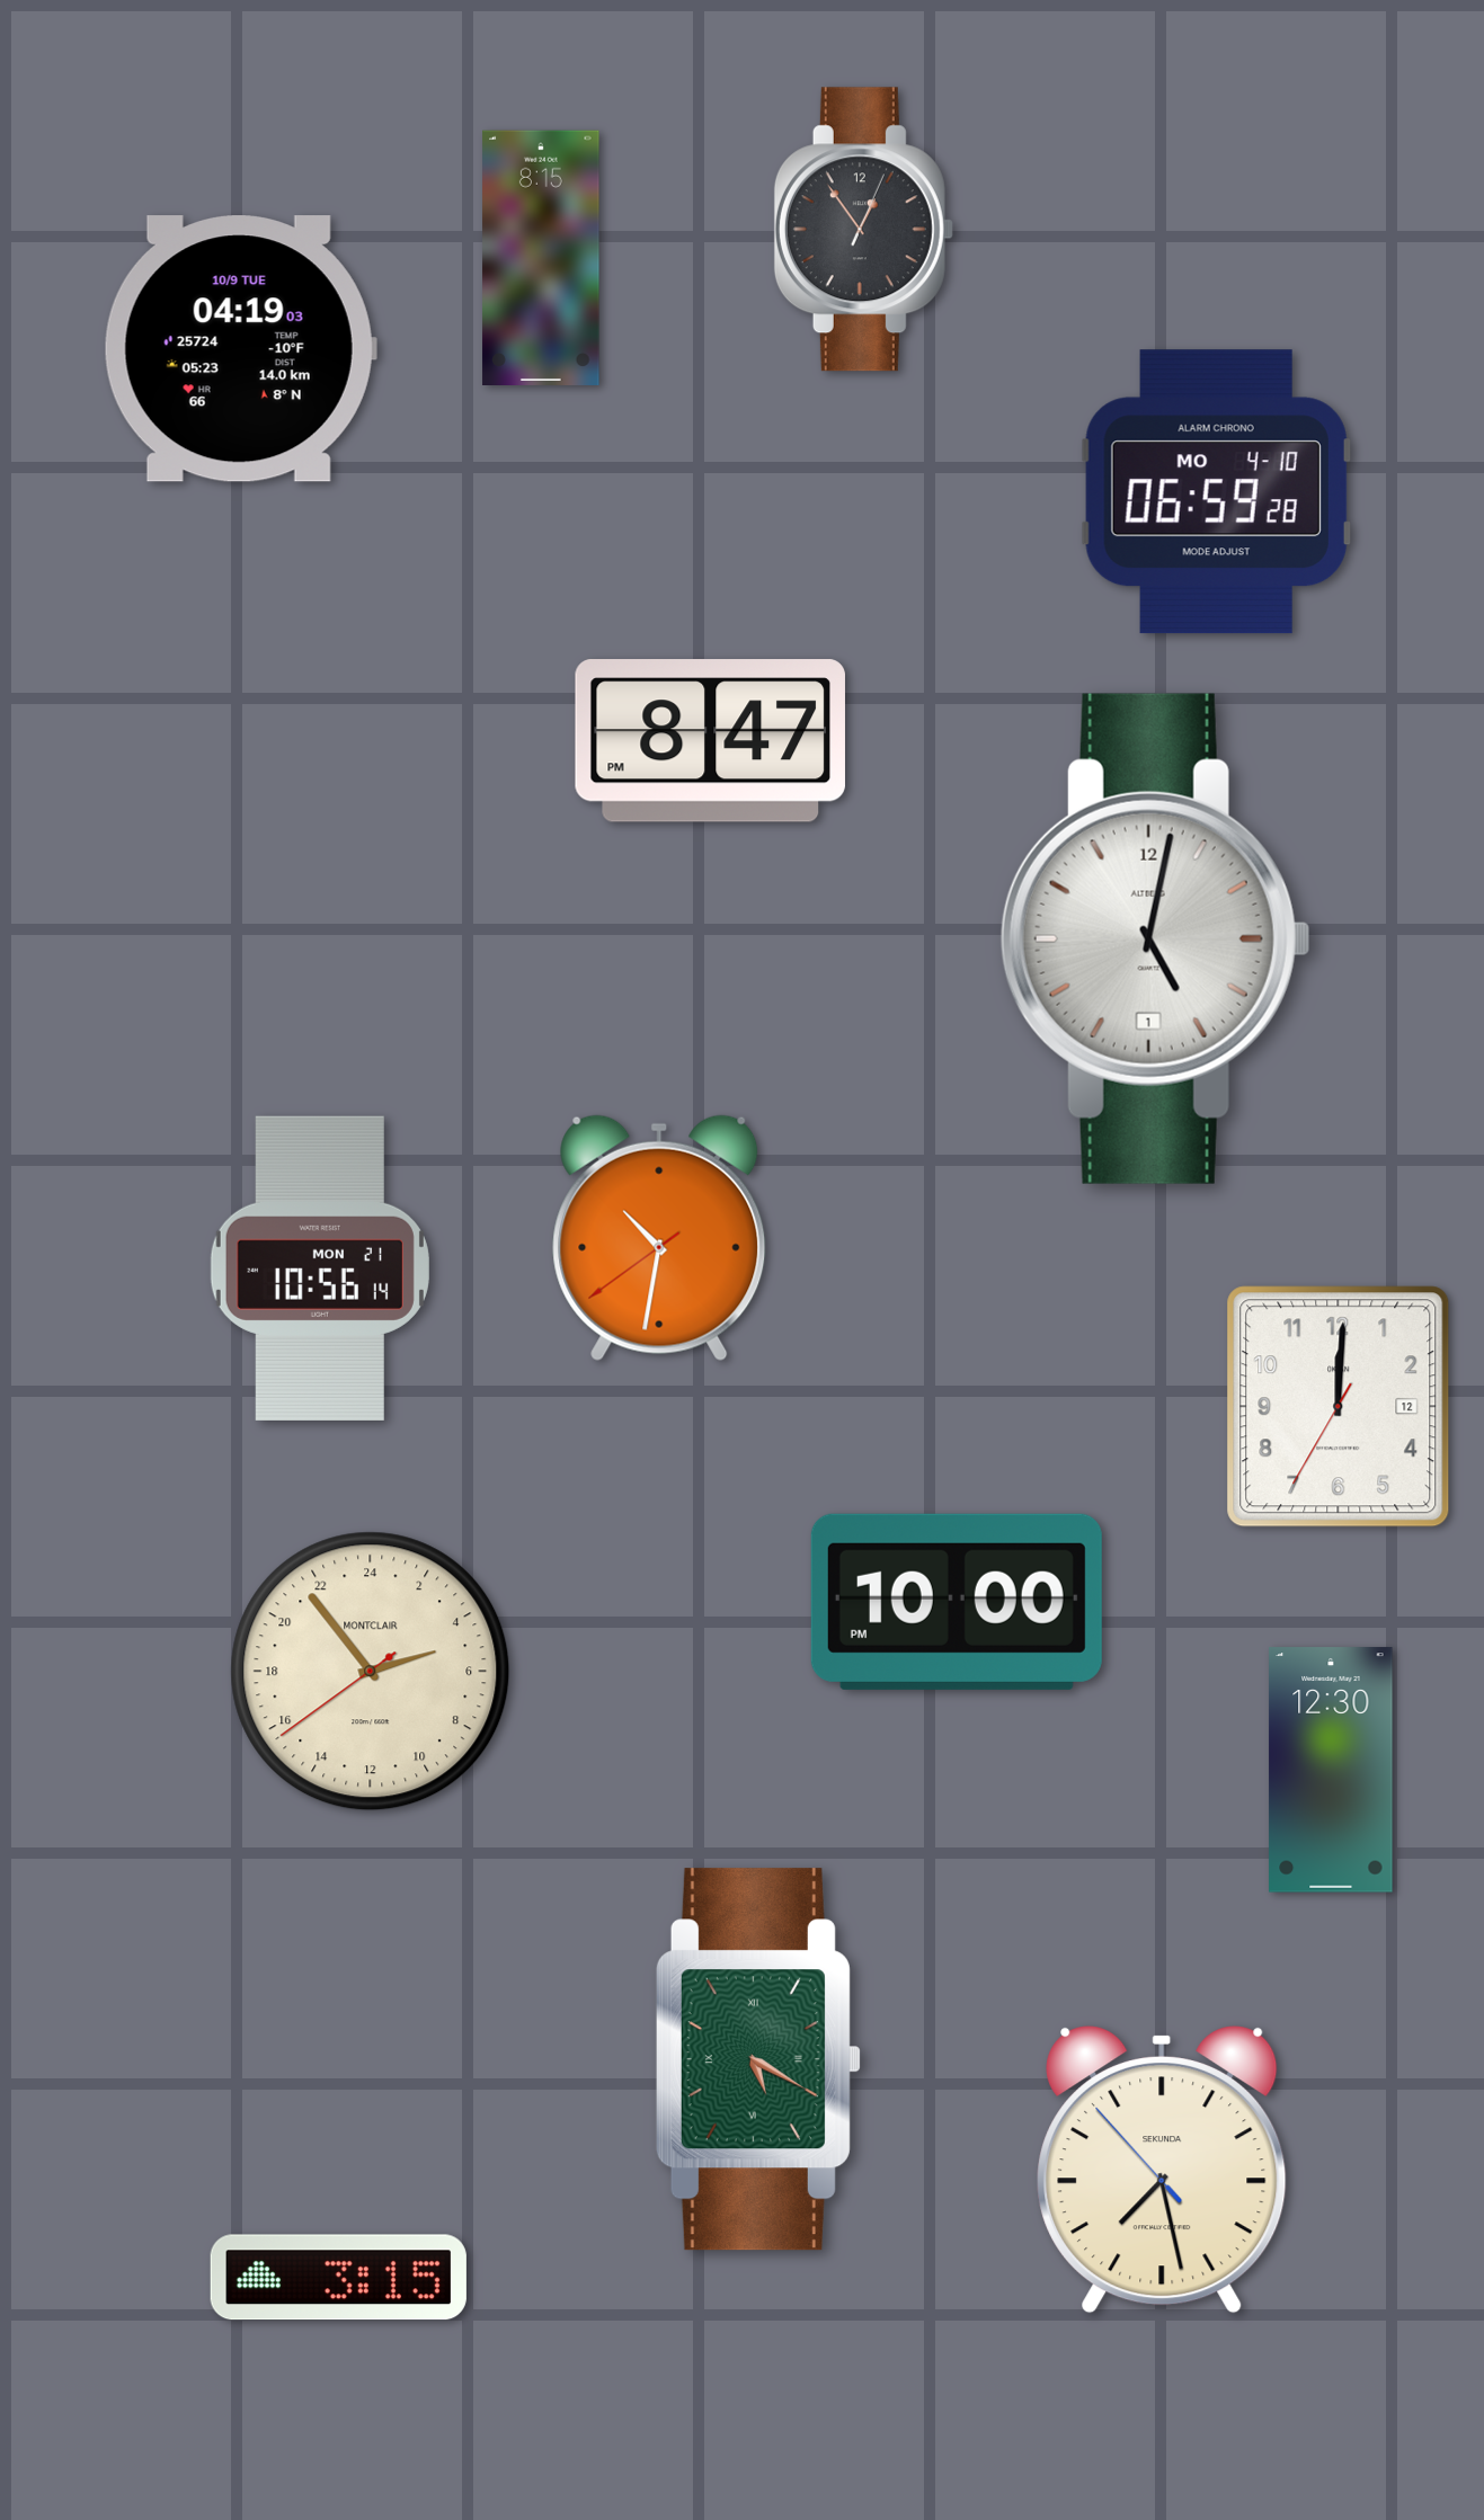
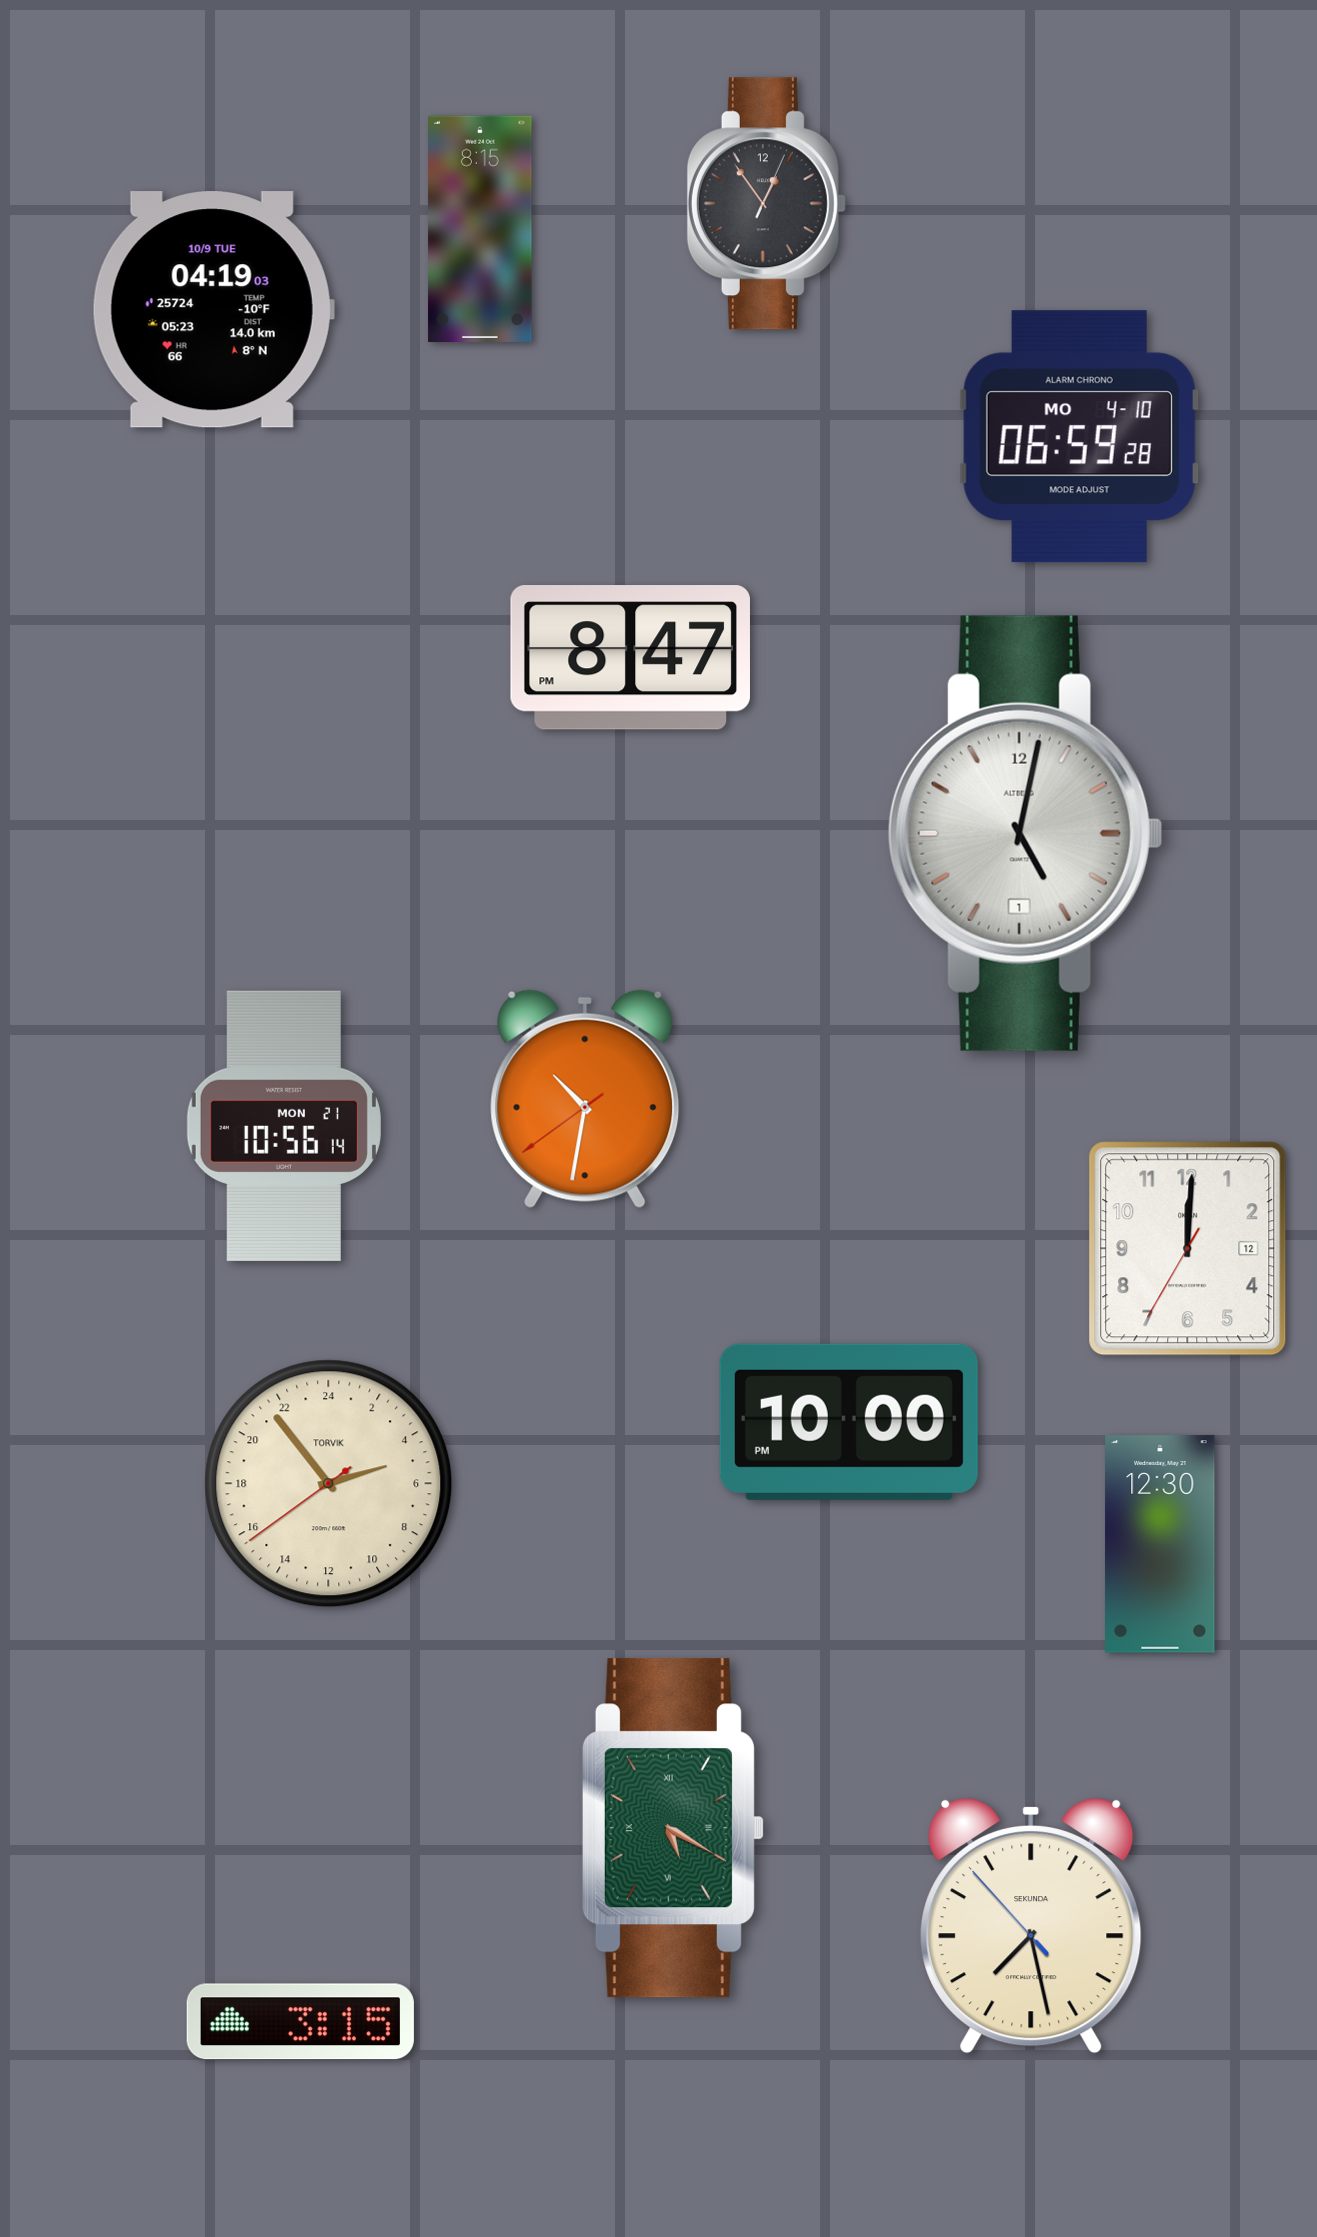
clock at (371, 1672) brand: MONTCLAIR -> TORVIK
clock at (1331, 1770) position: (1331, 1770) -> (1160, 1544)
